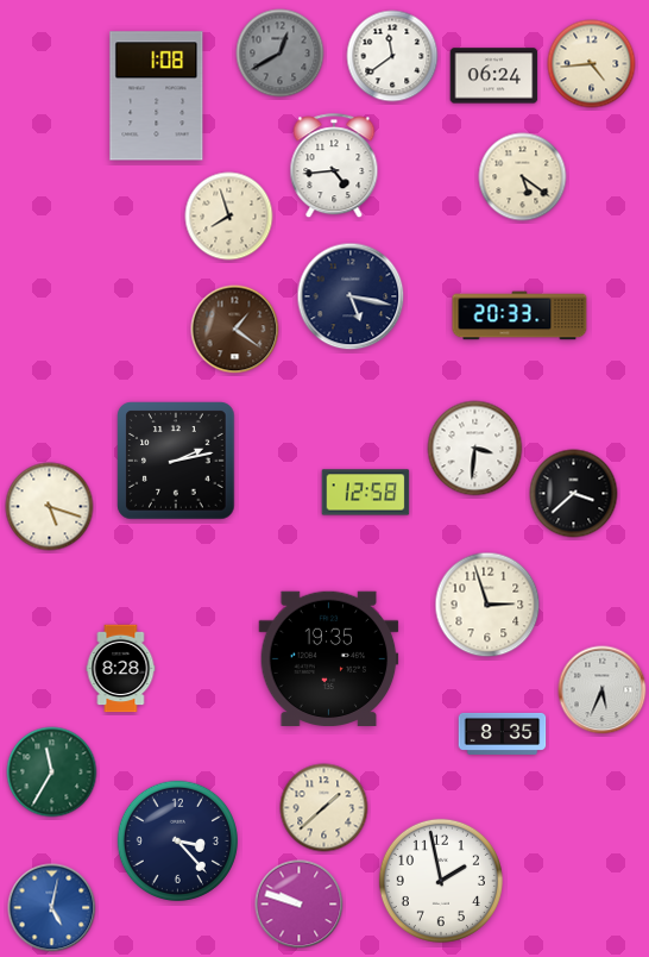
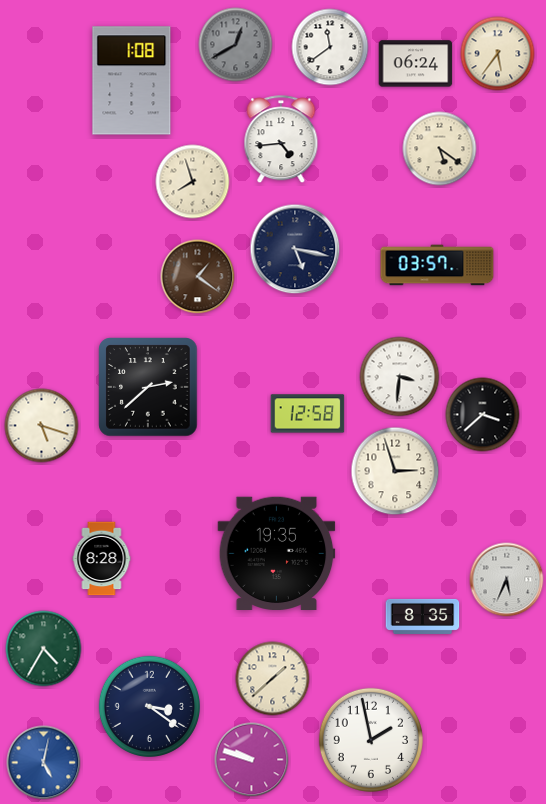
clock at (592, 64): 4:44 -> 5:36
clock at (519, 315): 20:33 -> 03:57
clock at (176, 461): 2:13 -> 2:38
clock at (487, 605) position: (487, 605) -> (395, 471)
clock at (121, 669) position: (121, 669) -> (102, 559)
clock at (52, 773): 11:35 -> 4:35
clock at (177, 840): 3:23 -> 3:21
